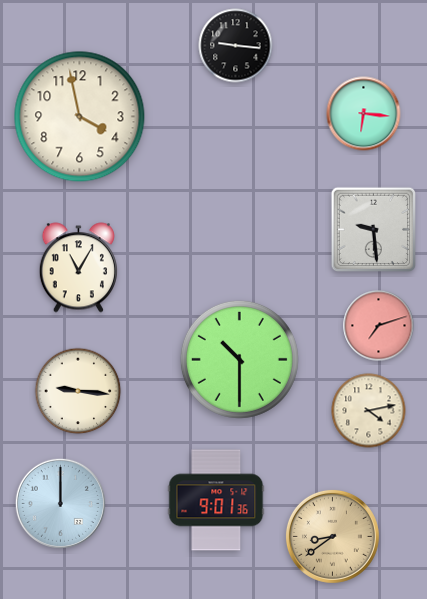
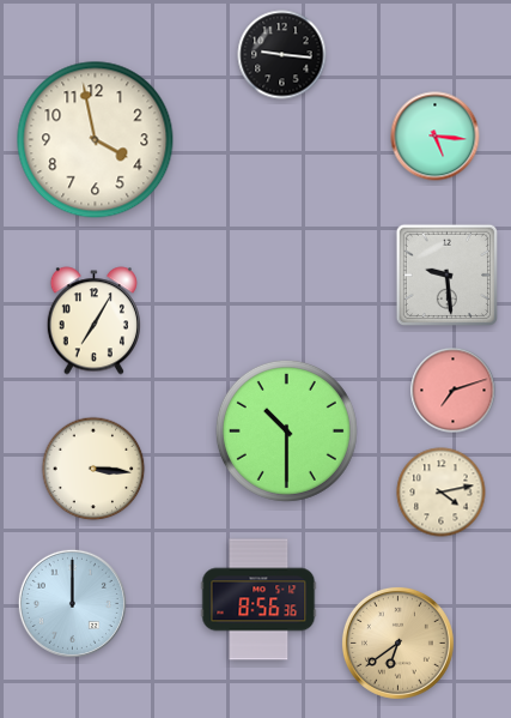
clock at (364, 114): 6:16 -> 5:16
clock at (78, 268): 11:05 -> 7:05
clock at (78, 391): 9:16 -> 3:16
clock at (216, 500): 9:01 -> 8:56
clock at (332, 536): 8:39 -> 6:39
